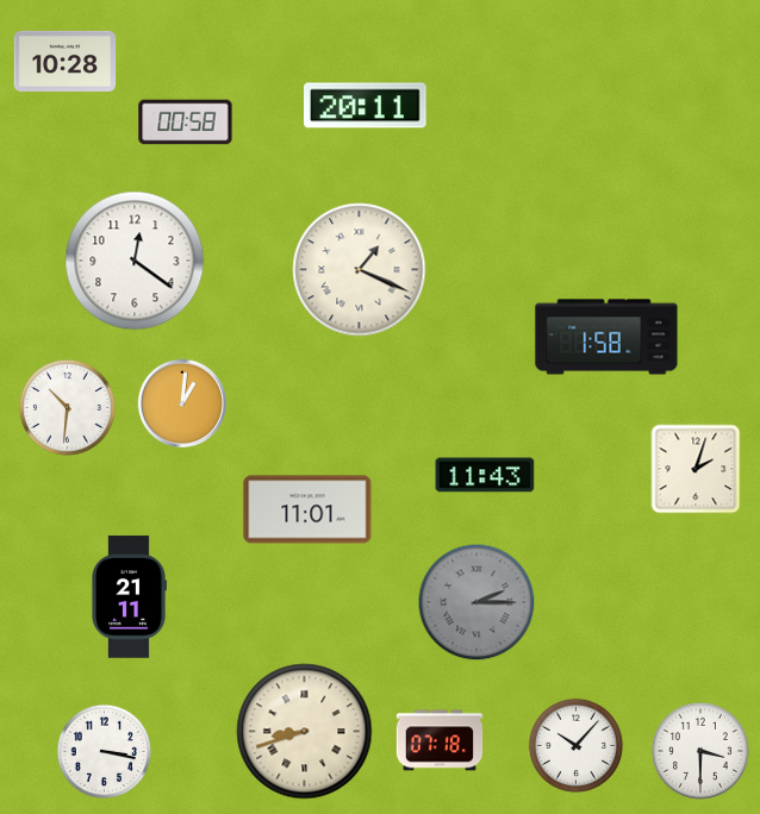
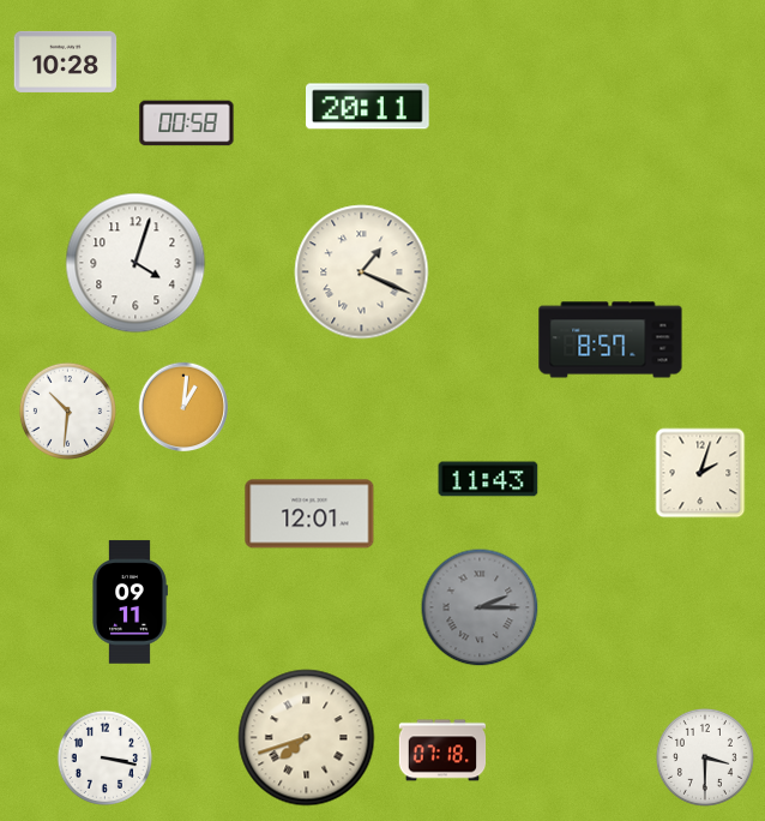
clock at (135, 261): 12:21 -> 4:03
clock at (606, 337): 1:58 -> 8:57
clock at (307, 509): 11:01 -> 12:01
clock at (130, 597): 21:11 -> 09:11
clock at (305, 732): 8:42 -> 7:42
clock at (440, 740) position: (440, 740) -> (442, 750)
clock at (577, 746): 10:07 -> none
